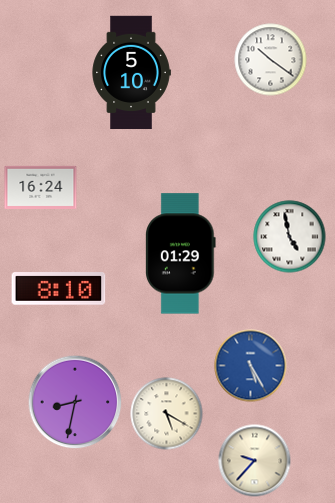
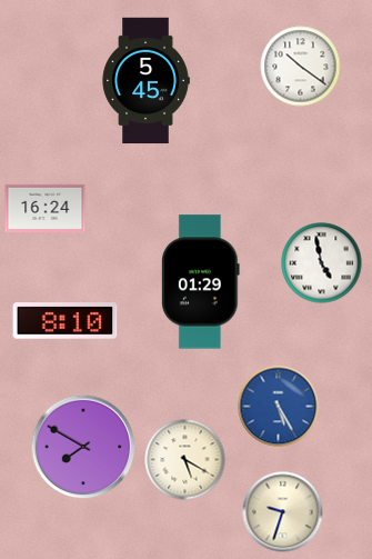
clock at (131, 73): 5:10 -> 5:45
clock at (75, 402): 8:32 -> 7:50
clock at (255, 461): 9:37 -> 9:33
